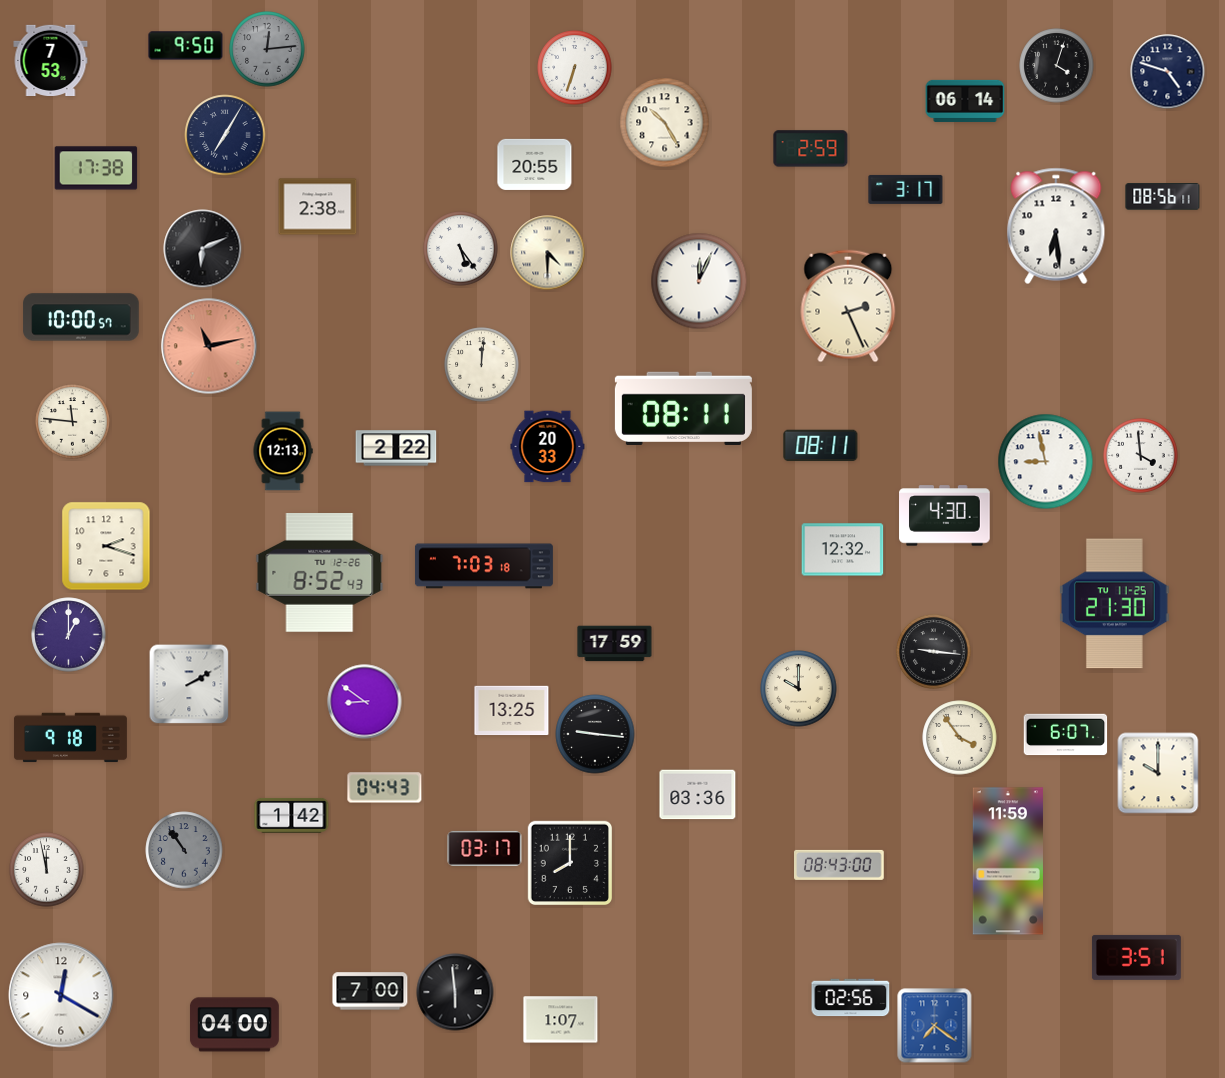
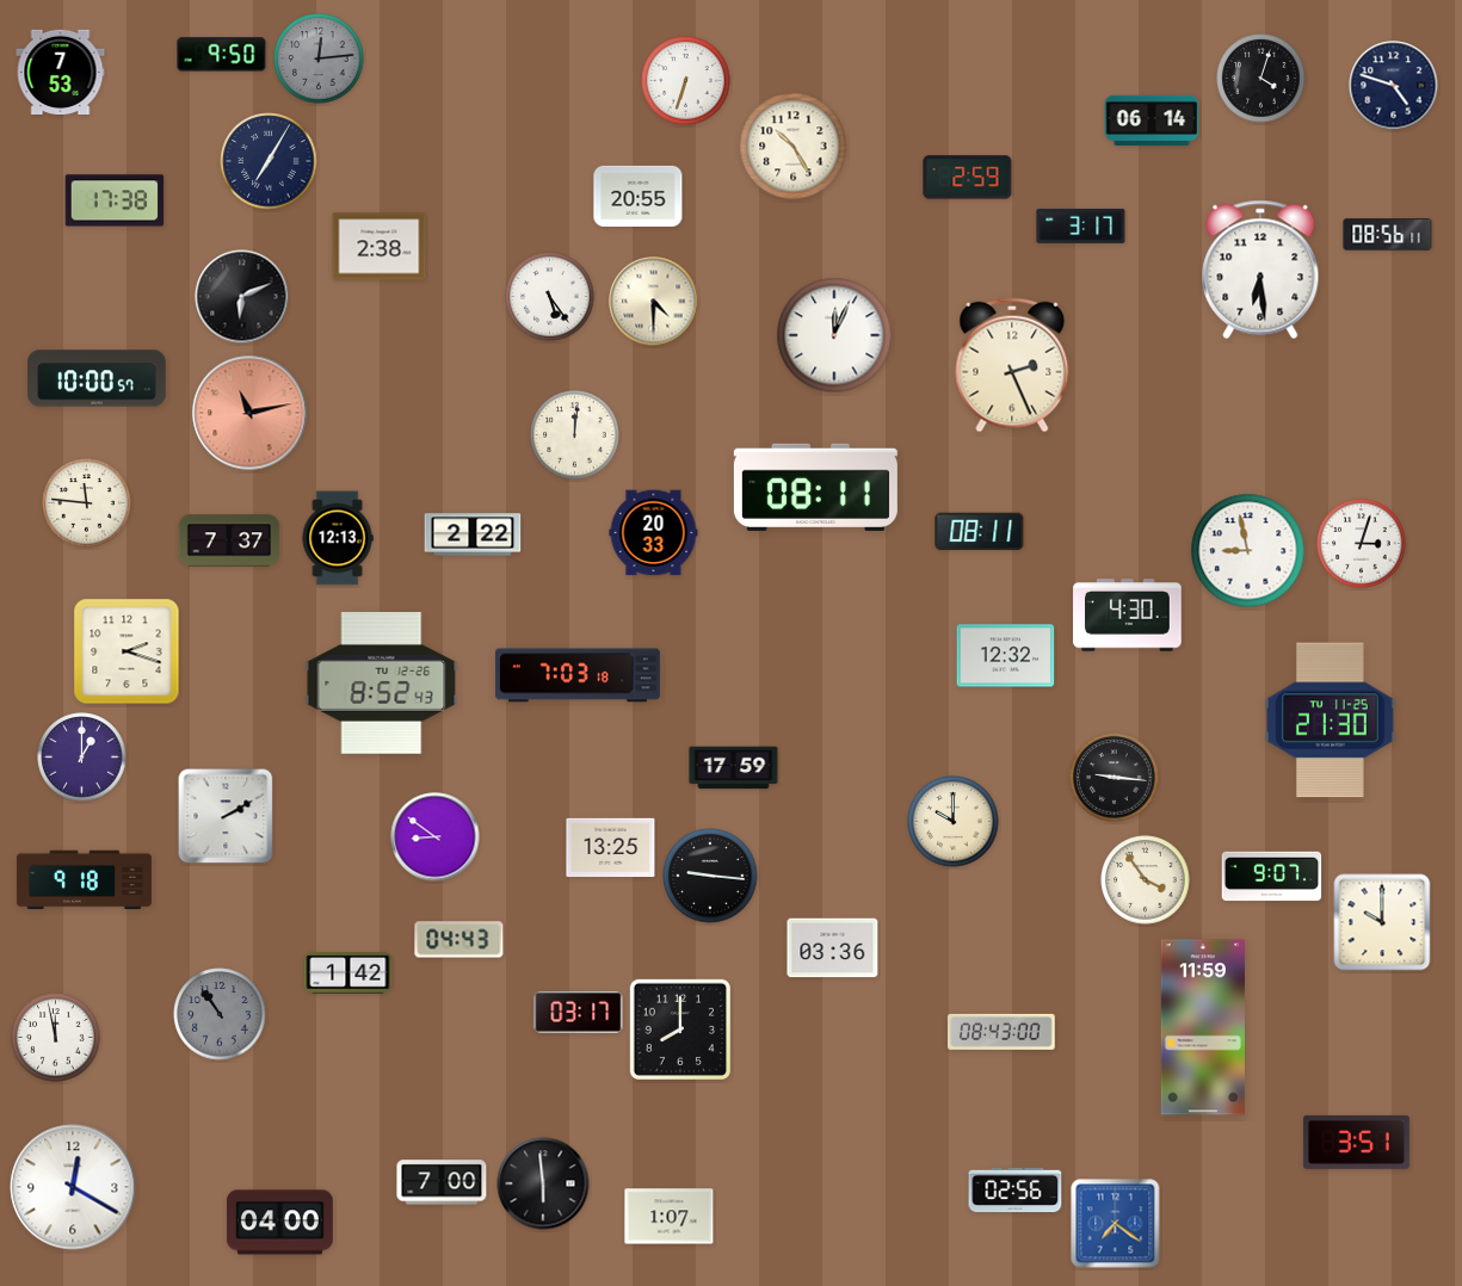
clock at (229, 540): none -> 7:37
clock at (1141, 456): 3:59 -> 3:03
clock at (1066, 735): 6:07 -> 9:07
